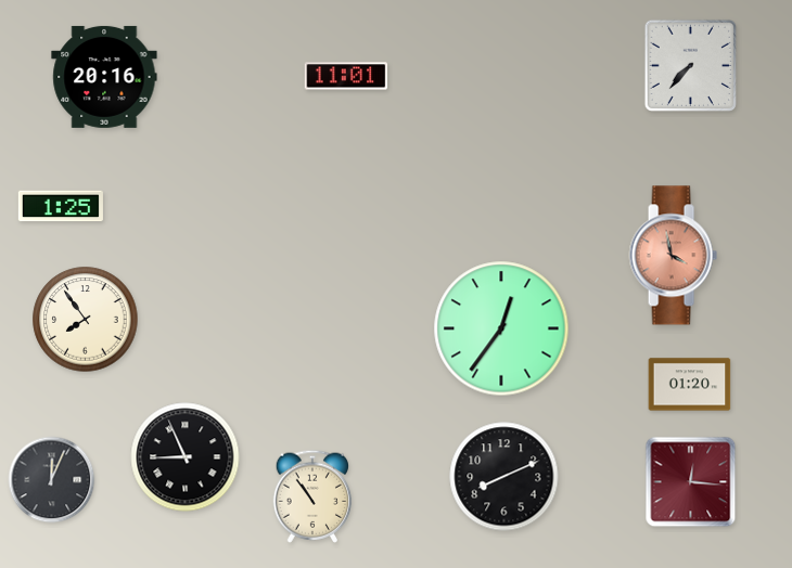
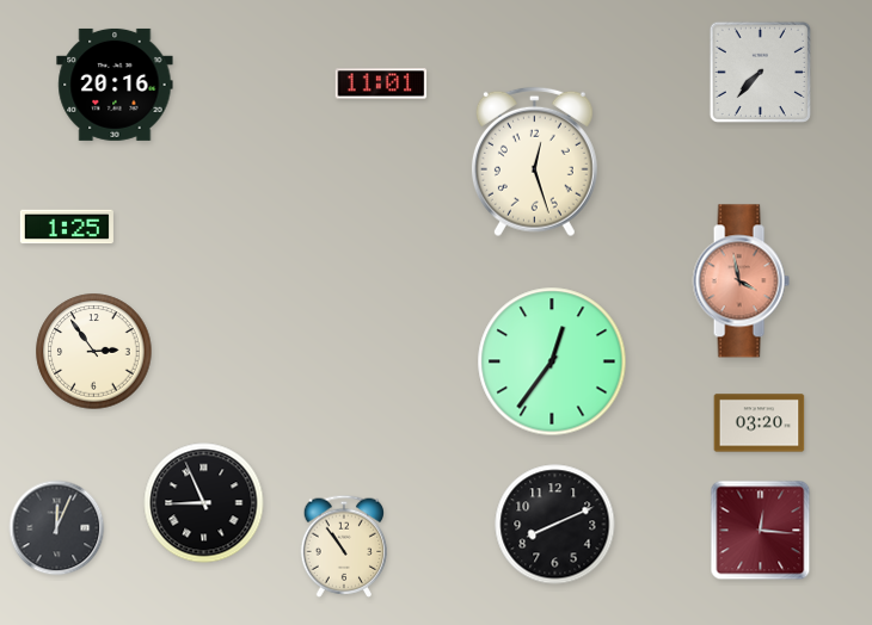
clock at (534, 162): none -> 12:27
clock at (86, 320): 7:54 -> 2:54
clock at (690, 385): 01:20 -> 03:20
